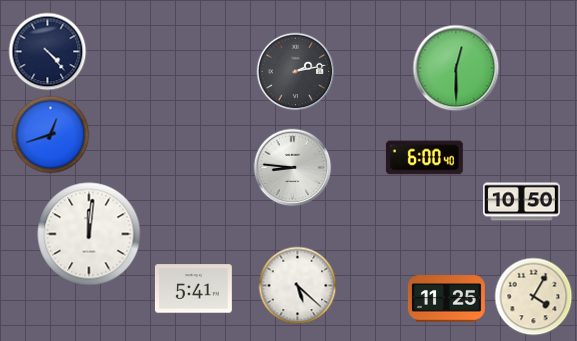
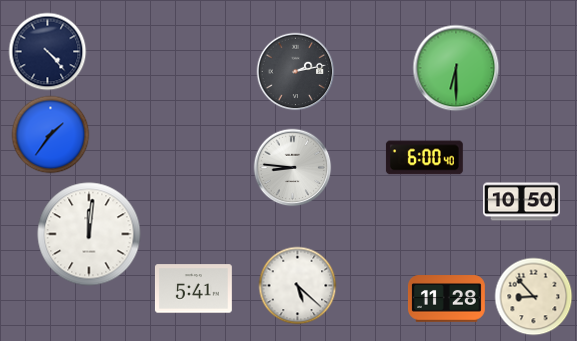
clock at (456, 68): 12:30 -> 6:30
clock at (50, 134): 12:42 -> 1:36
clock at (533, 296): 4:05 -> 8:53
clock at (446, 299): 11:25 -> 11:28
